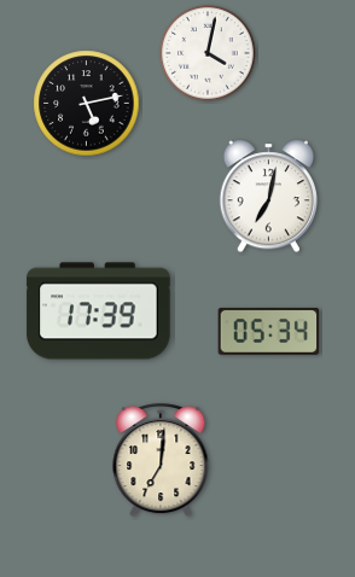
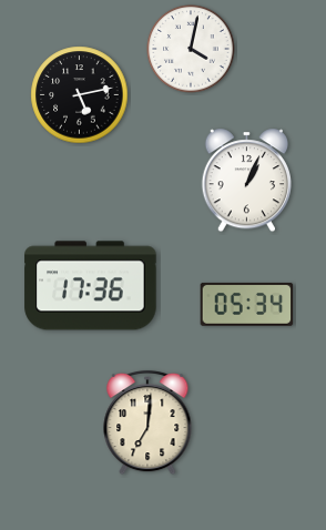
clock at (268, 197): 7:02 -> 1:04
clock at (99, 311): 17:39 -> 17:36
